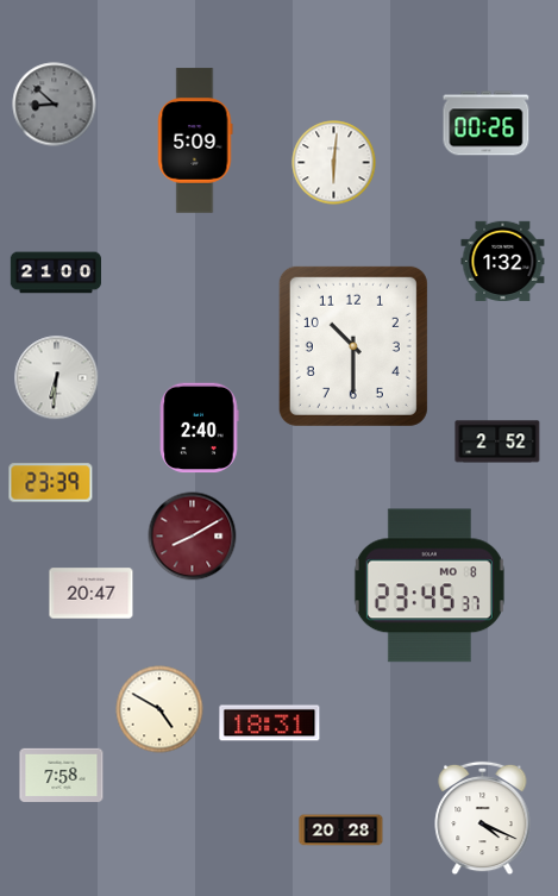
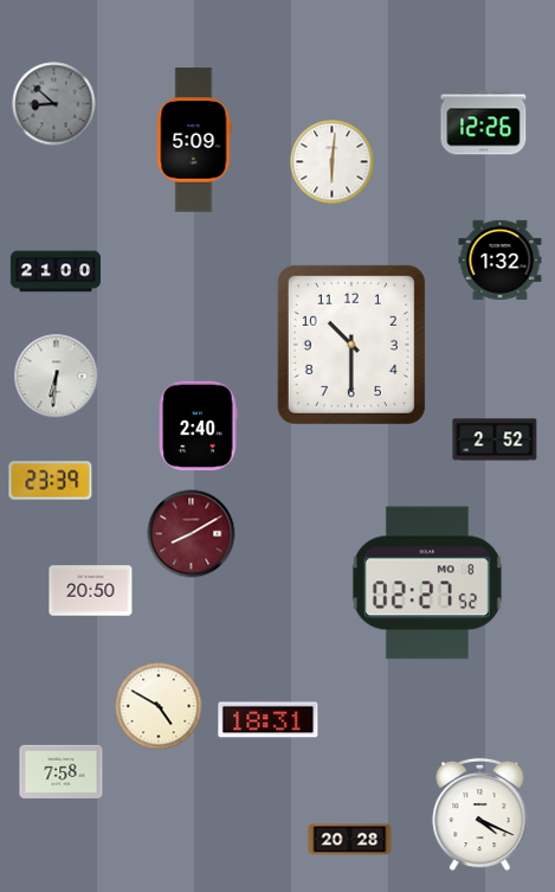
clock at (487, 124): 00:26 -> 12:26
clock at (430, 585): 23:45 -> 02:27
clock at (92, 594): 20:47 -> 20:50
clock at (341, 831) position: (341, 831) -> (350, 840)
